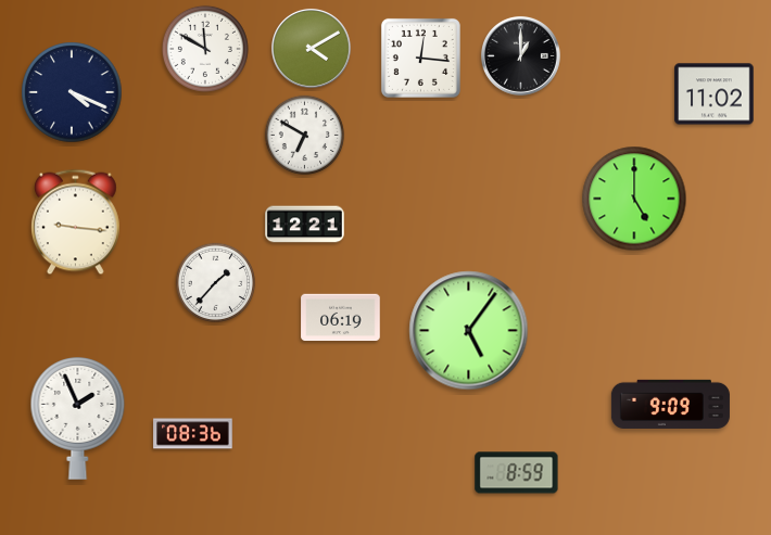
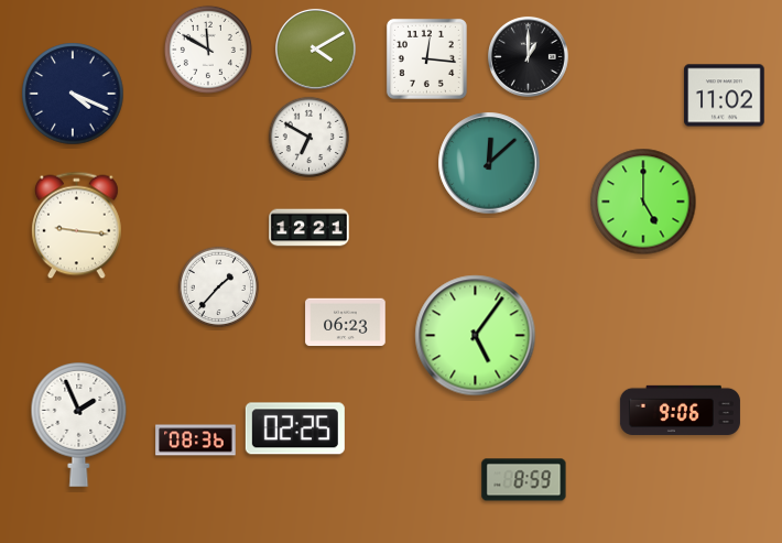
clock at (489, 163): none -> 12:08
clock at (341, 318): 06:19 -> 06:23
clock at (670, 404): 9:09 -> 9:06
clock at (295, 428): none -> 02:25
